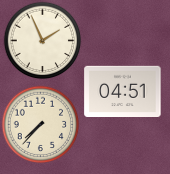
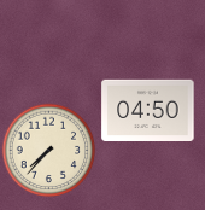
clock at (42, 40): 1:56 -> none
clock at (123, 92): 04:51 -> 04:50
